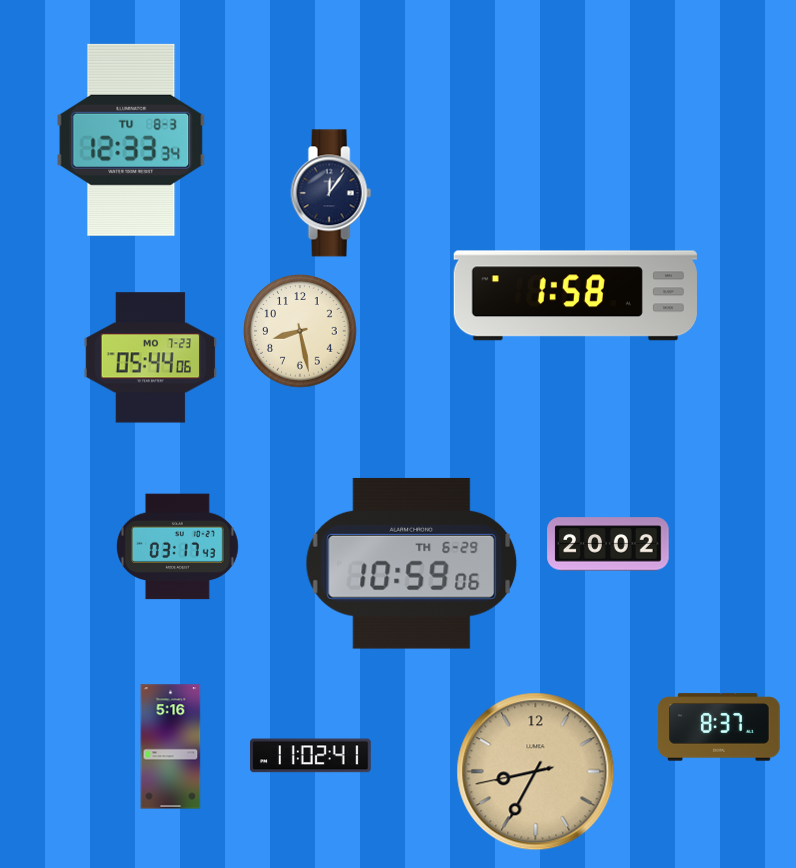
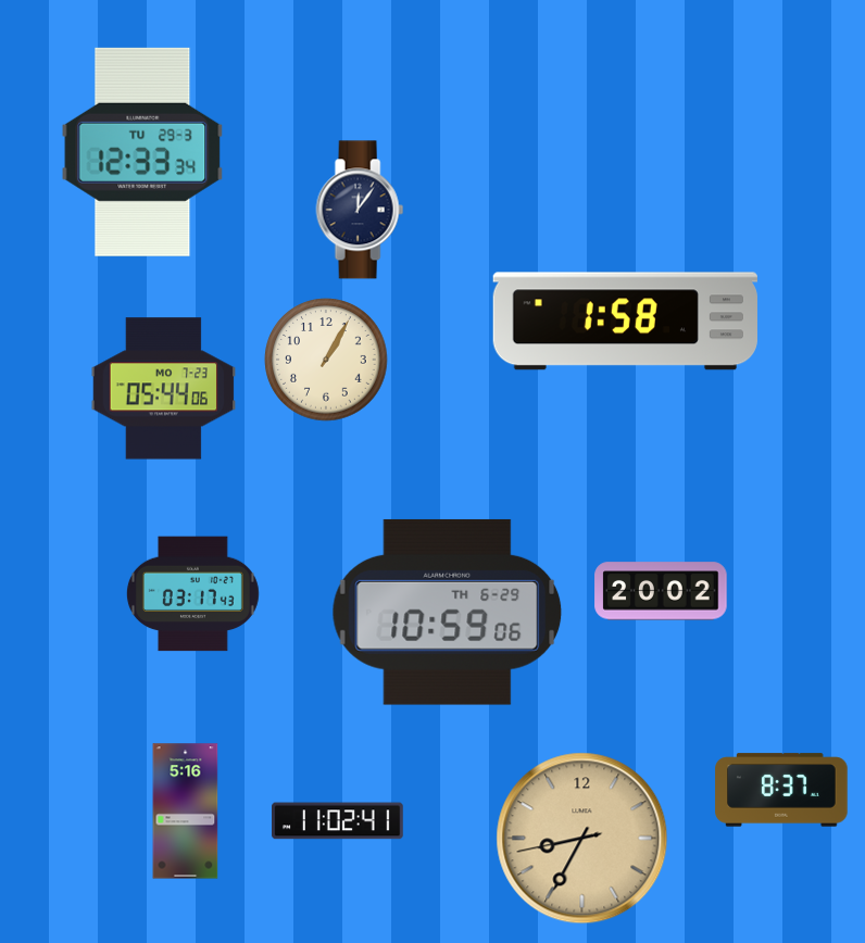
clock at (131, 140) date: TU 8-3 -> TU 29-3
clock at (300, 331): 8:28 -> 1:05
